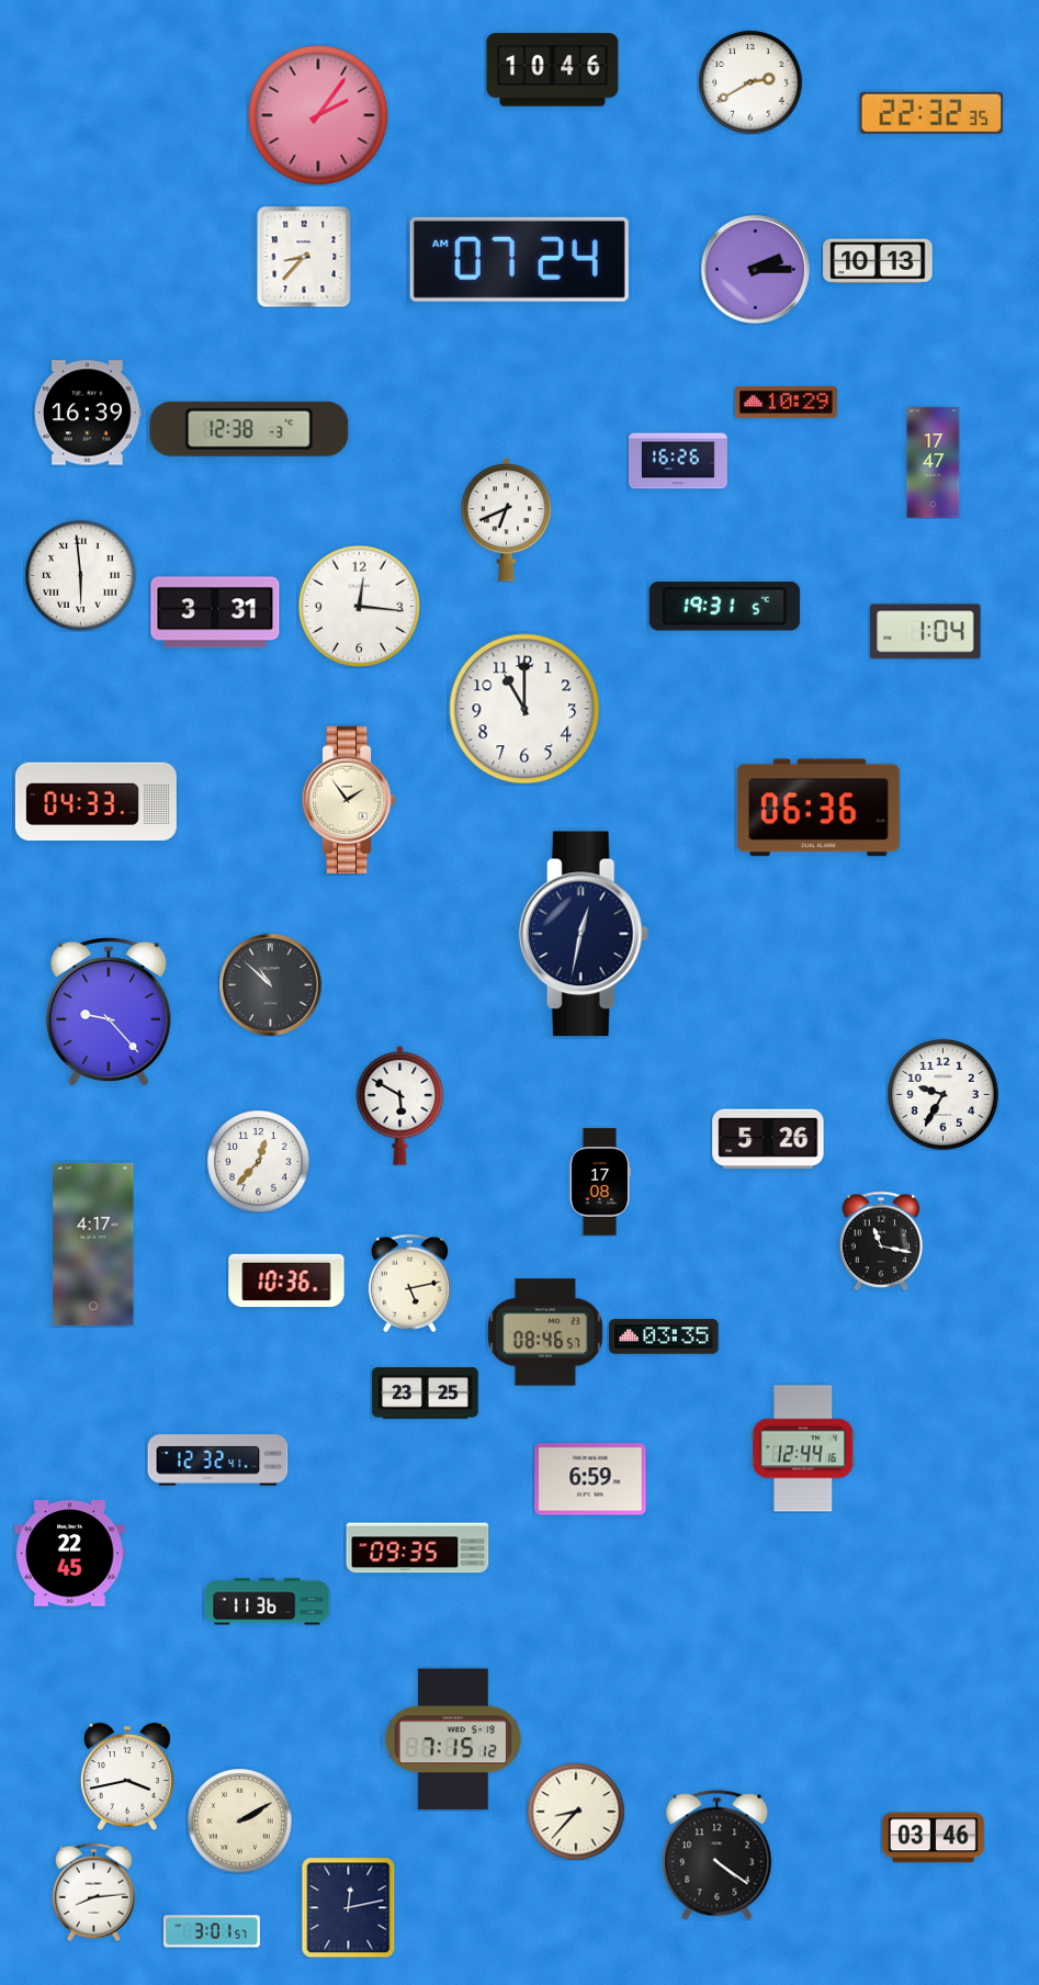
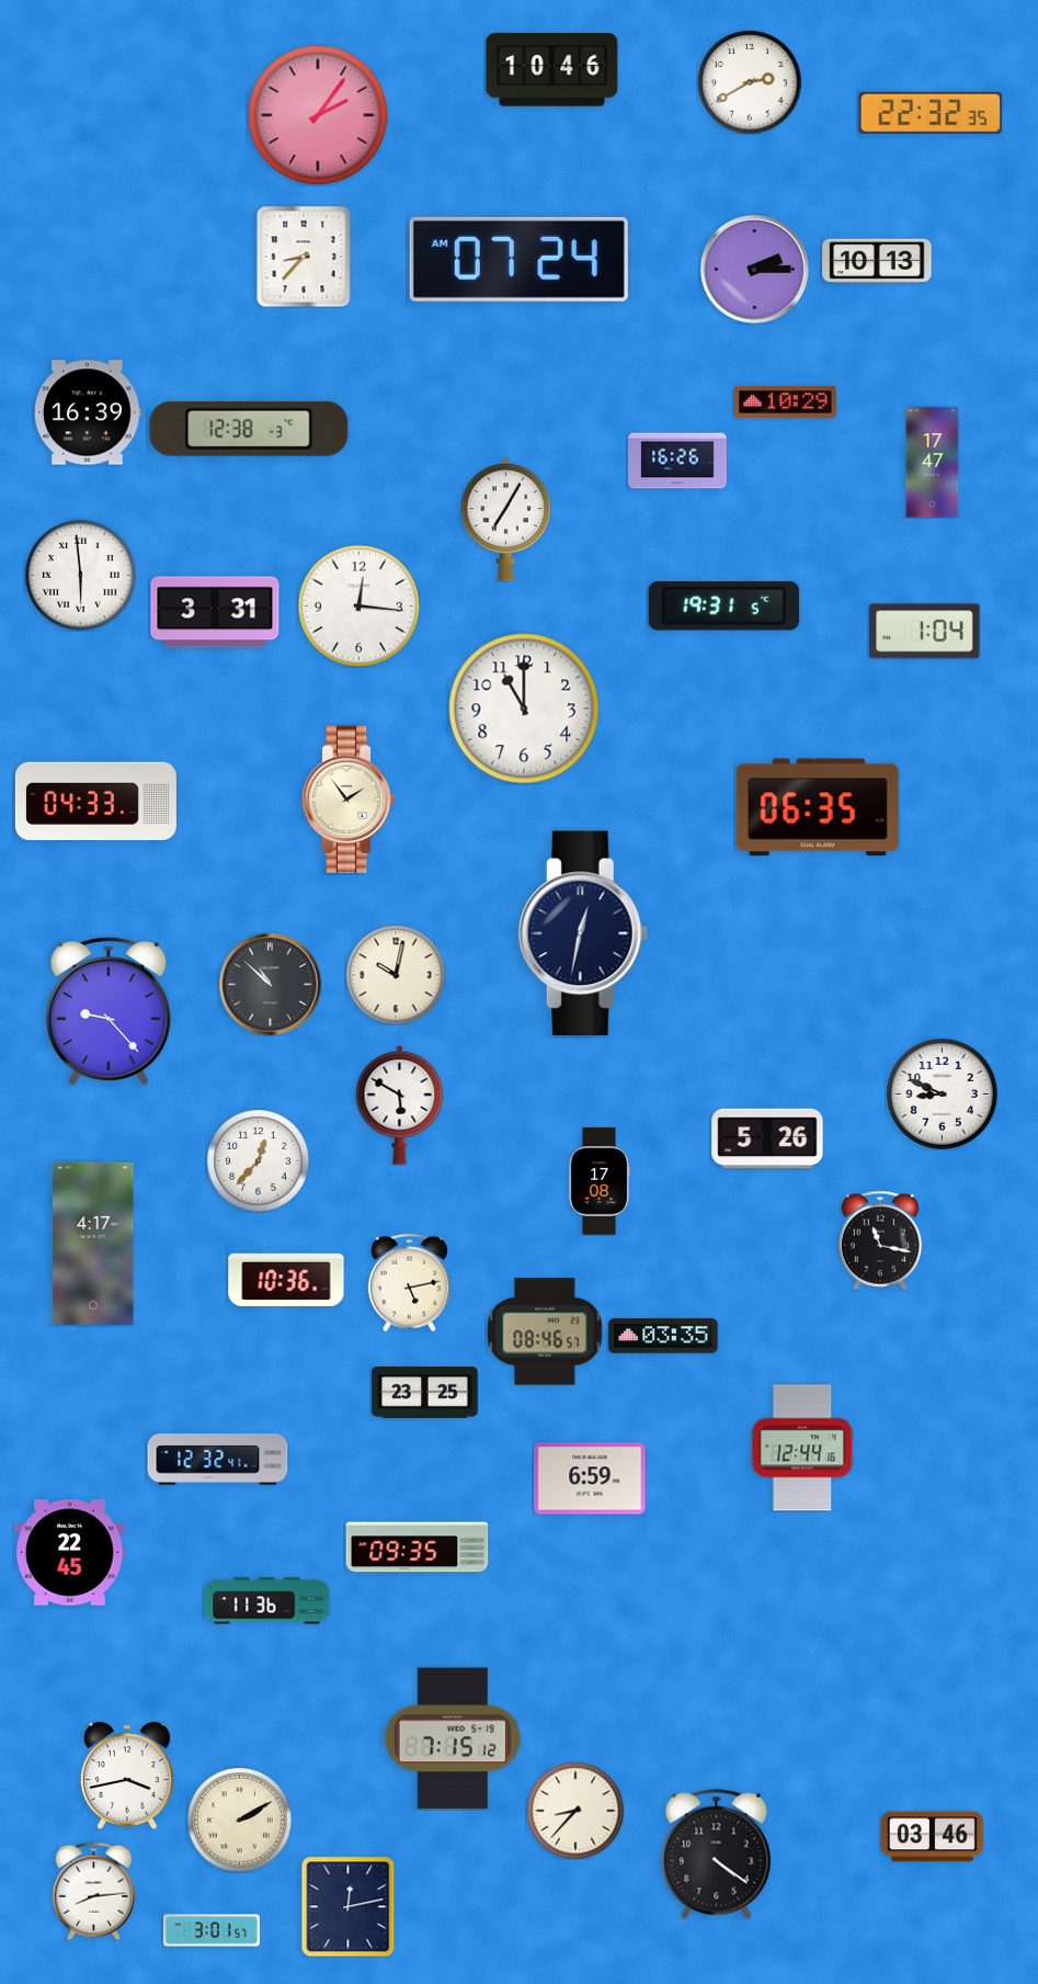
clock at (507, 520): 6:41 -> 7:05
clock at (818, 808): 06:36 -> 06:35
clock at (396, 975): none -> 10:02
clock at (944, 1095): 9:35 -> 8:49
